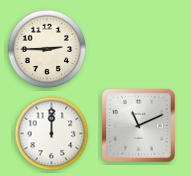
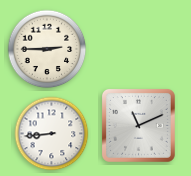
clock at (52, 134): 12:00 -> 8:44
